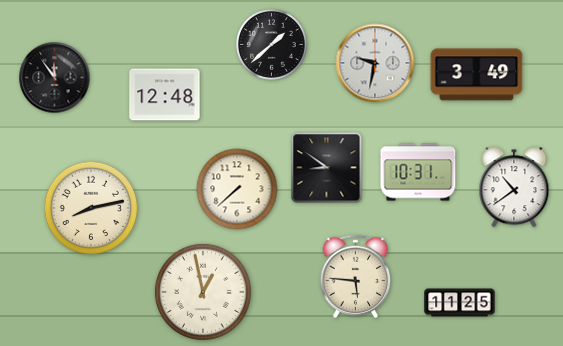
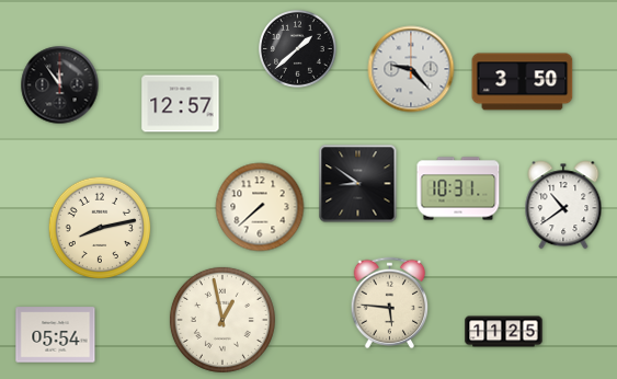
clock at (375, 63): 9:32 -> 9:23
clock at (477, 75): 3:49 -> 3:50
clock at (165, 95): 12:48 -> 12:57
clock at (56, 335): none -> 05:54
